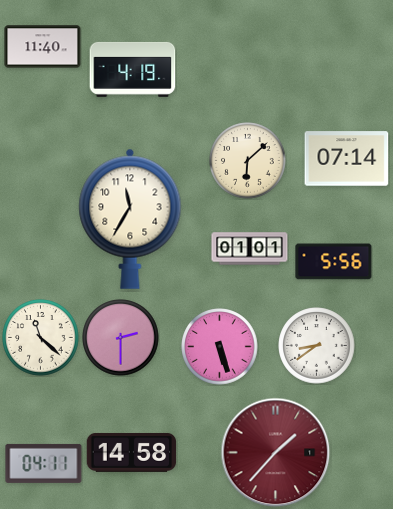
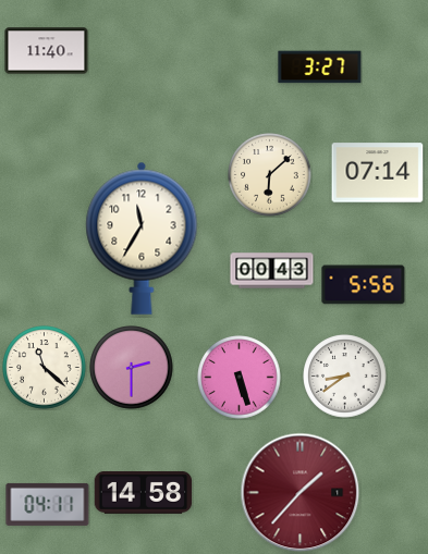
clock at (320, 67): none -> 3:27
clock at (133, 69): 4:19 -> none
clock at (250, 249): 01:01 -> 00:43
